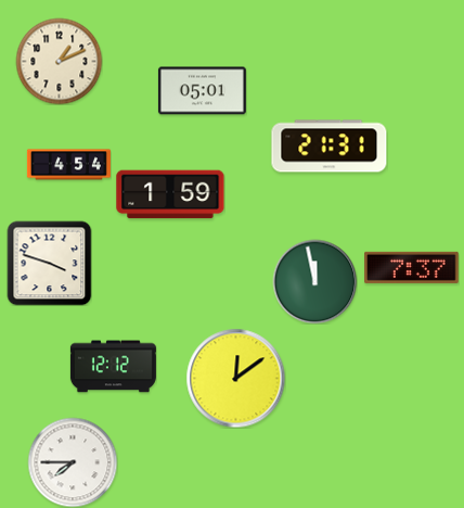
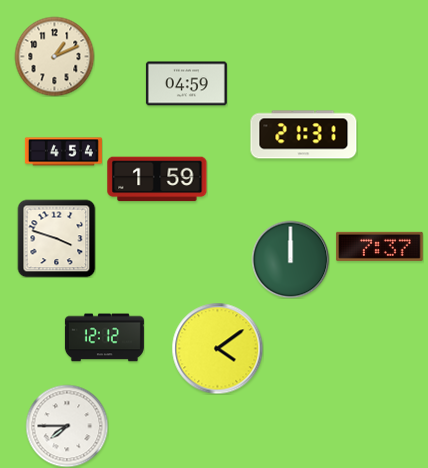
clock at (202, 91): 05:01 -> 04:59
clock at (49, 263) position: (49, 263) -> (56, 238)
clock at (314, 281): 11:58 -> 12:00
clock at (235, 378): 12:09 -> 4:09
